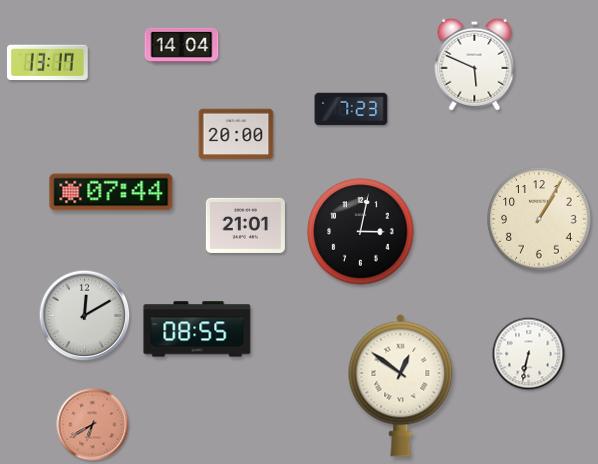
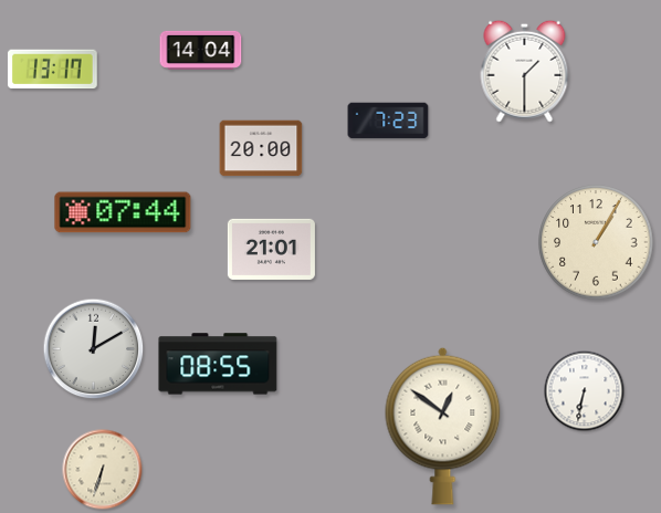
clock at (475, 64): 5:49 -> 1:30
clock at (361, 232): 3:02 -> none
clock at (93, 425): 6:40 -> 6:33
clock at (93, 425) dial: salmon -> cream
